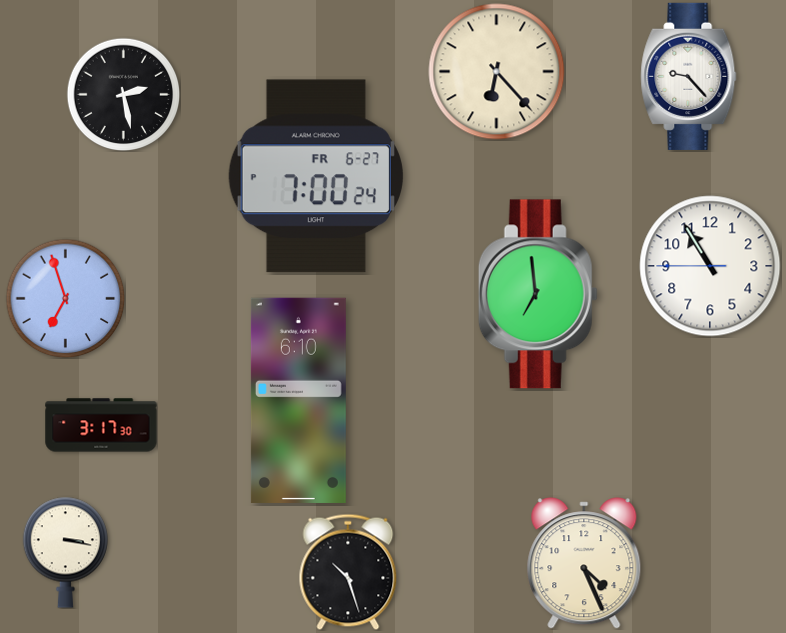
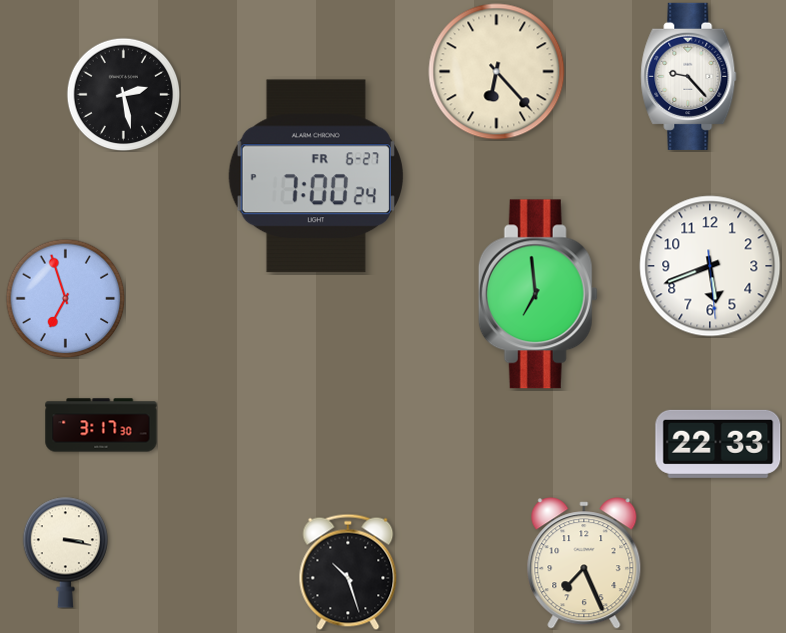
clock at (710, 266): 10:54 -> 5:41
clock at (298, 400): 6:10 -> none
clock at (718, 444): none -> 22:33
clock at (584, 563): 4:26 -> 7:26
